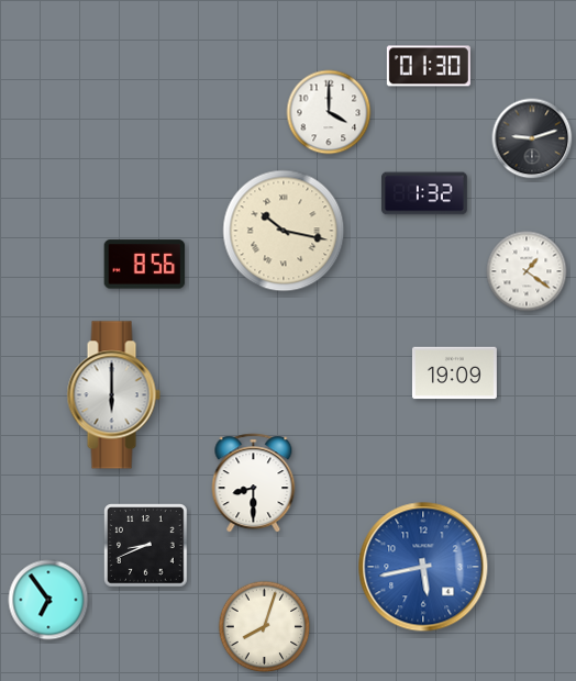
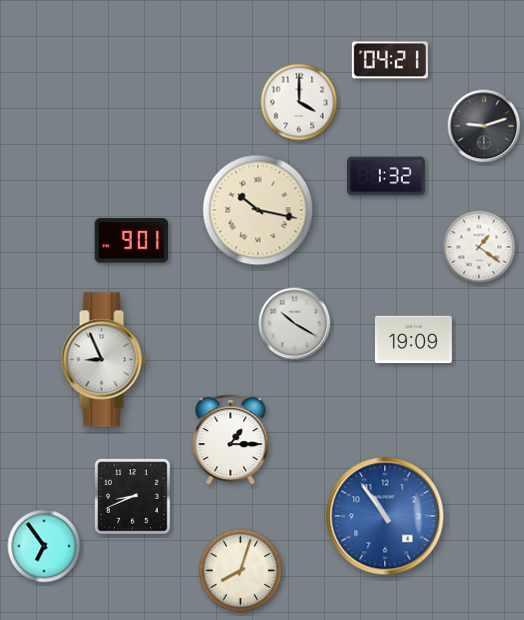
clock at (429, 66): 01:30 -> 04:21
clock at (145, 265): 8:56 -> 9:01
clock at (295, 324): none -> 10:20
clock at (113, 395): 6:00 -> 8:56
clock at (254, 483): 8:30 -> 1:15
clock at (423, 567): 5:43 -> 10:54
